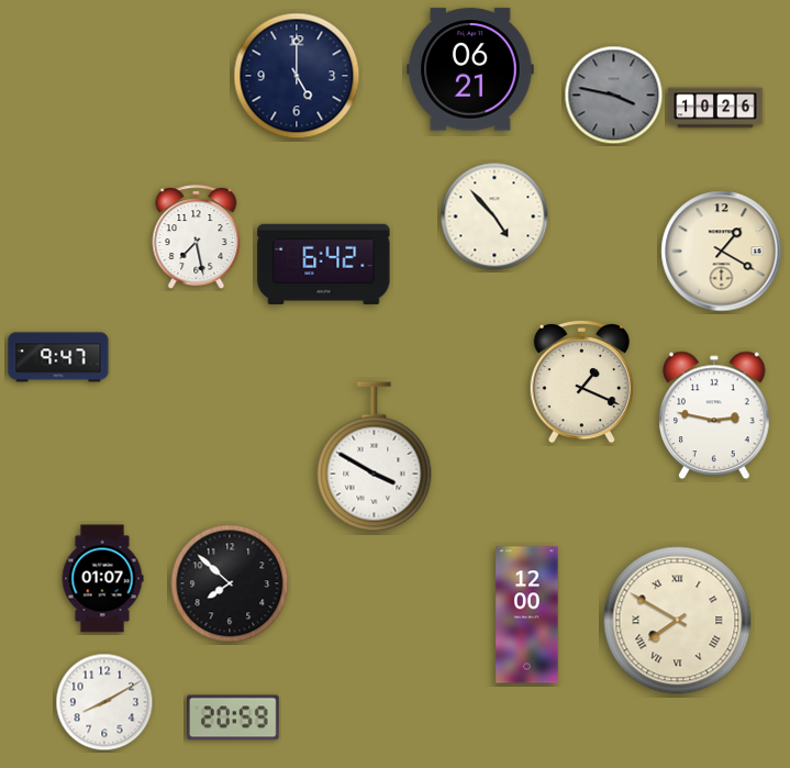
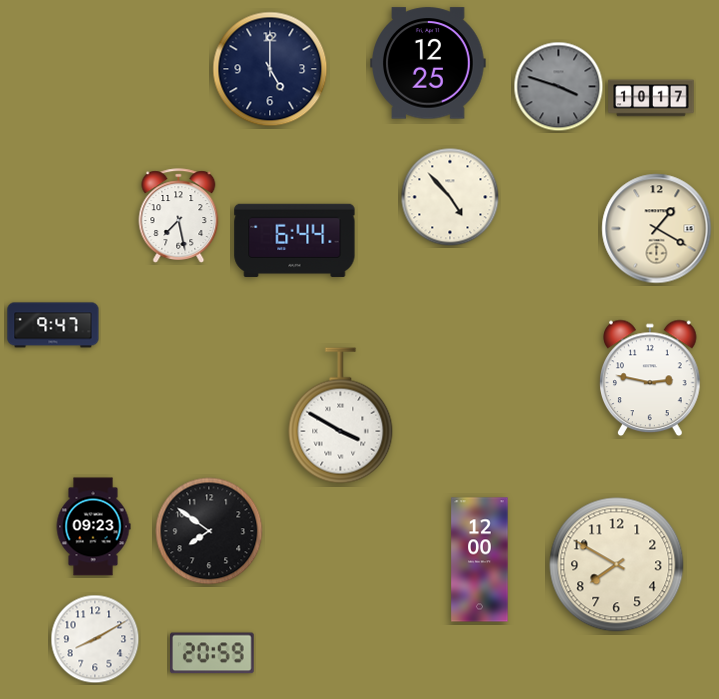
clock at (470, 69): 06:21 -> 12:25
clock at (614, 96): 3:47 -> 3:48
clock at (715, 108): 10:26 -> 10:17
clock at (324, 264): 6:42 -> 6:44
clock at (581, 381): 1:19 -> none
clock at (102, 579): 01:07 -> 09:23
clock at (230, 583): 7:52 -> 7:51
clock at (678, 621) numerals: Roman -> Arabic
